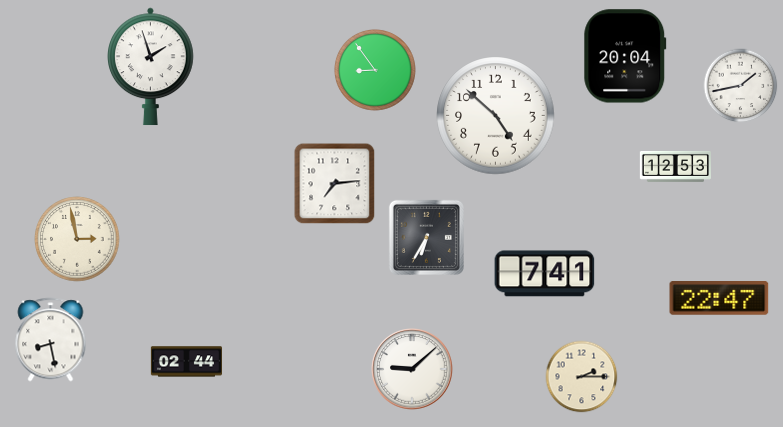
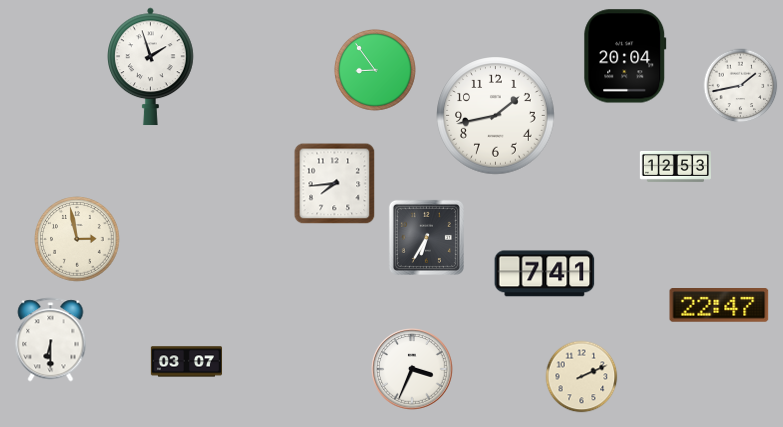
clock at (496, 116): 4:52 -> 1:43
clock at (335, 184): 7:14 -> 7:44
clock at (719, 299) position: (719, 299) -> (719, 306)
clock at (51, 340): 8:28 -> 6:30
clock at (186, 362): 02:44 -> 03:07
clock at (412, 369): 9:08 -> 3:34
clock at (582, 377): 2:15 -> 2:11
